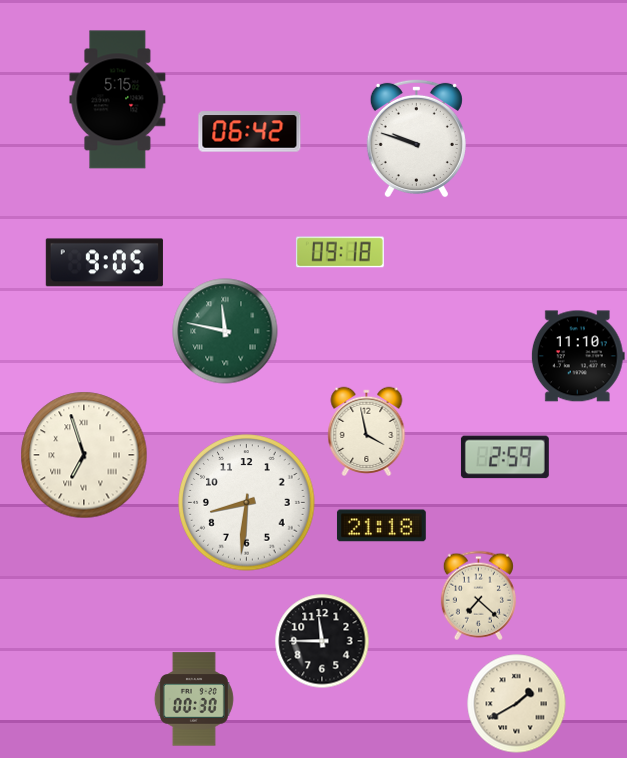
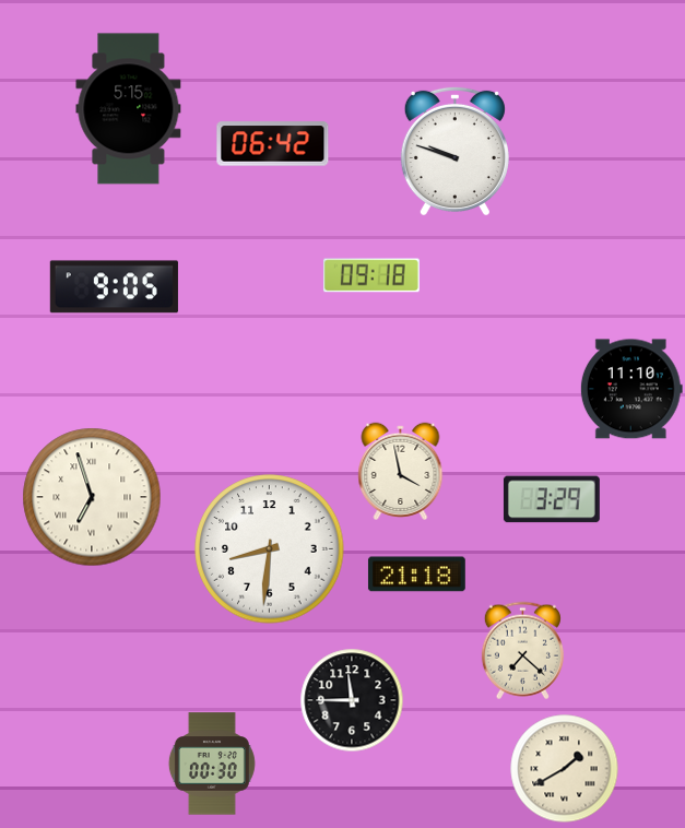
clock at (225, 331): 11:47 -> none
clock at (505, 457): 2:59 -> 3:29
